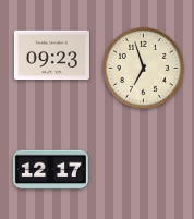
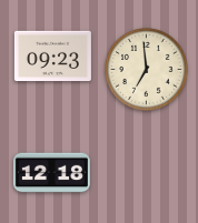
clock at (144, 69): 6:57 -> 6:59
clock at (50, 170): 12:17 -> 12:18
